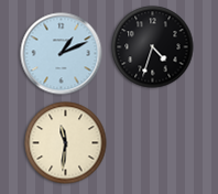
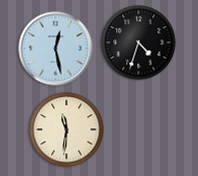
clock at (62, 54): 1:11 -> 12:28
clock at (66, 143) position: (66, 143) -> (67, 130)
